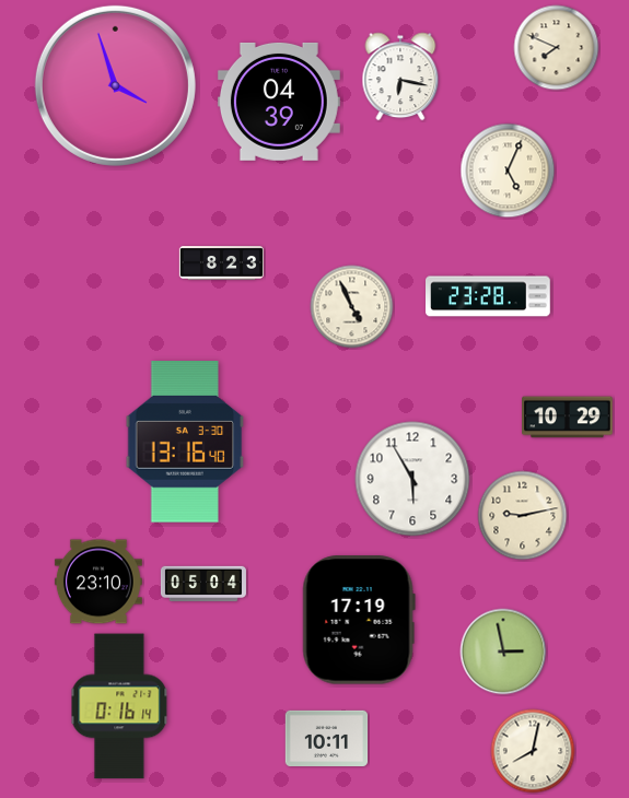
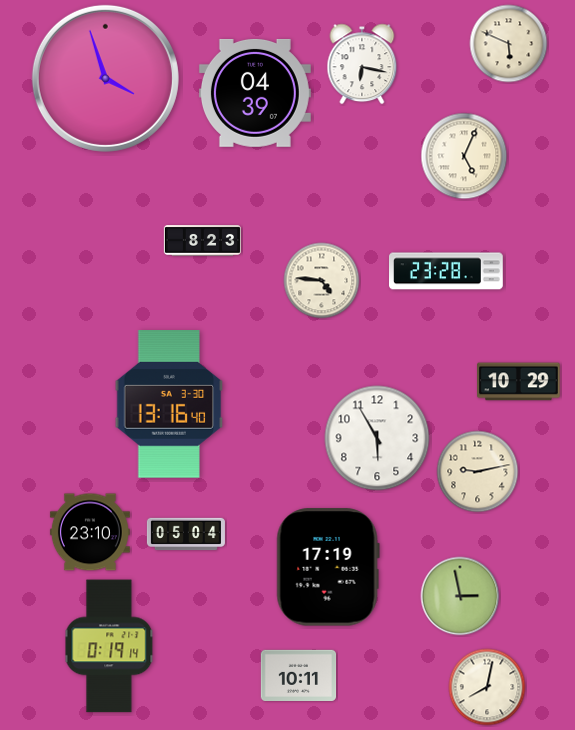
clock at (557, 48): 7:49 -> 5:49
clock at (400, 77) position: (400, 77) -> (362, 64)
clock at (352, 307): 4:56 -> 4:46
clock at (119, 706): 0:16 -> 0:19
